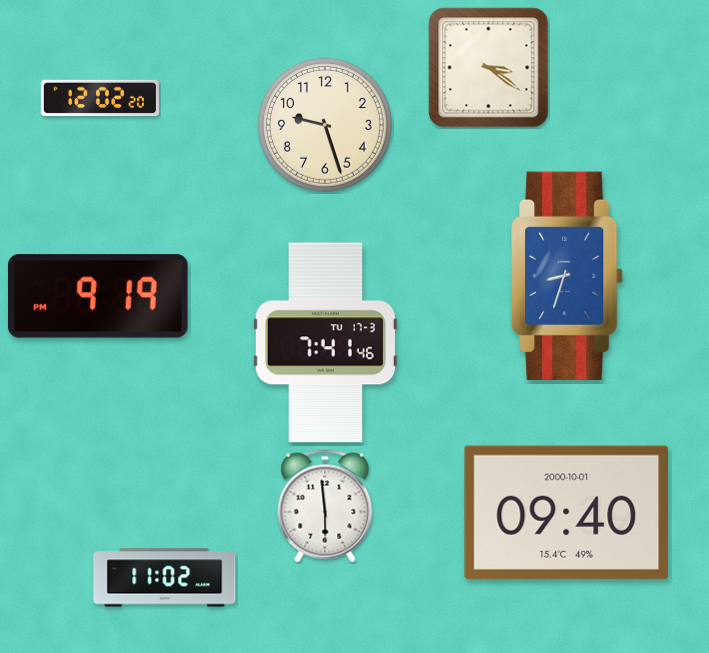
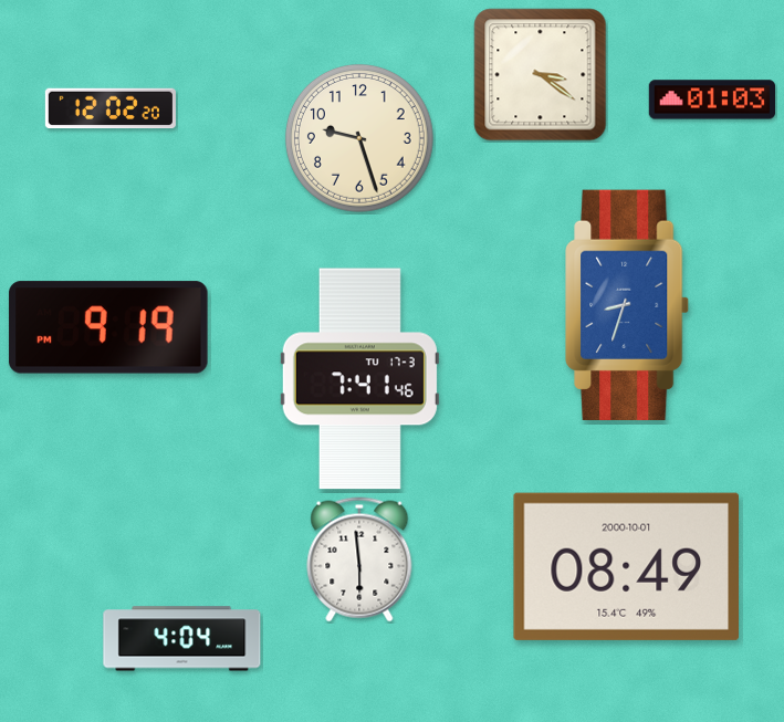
clock at (712, 100): none -> 01:03
clock at (566, 512): 09:40 -> 08:49
clock at (165, 578): 11:02 -> 4:04
